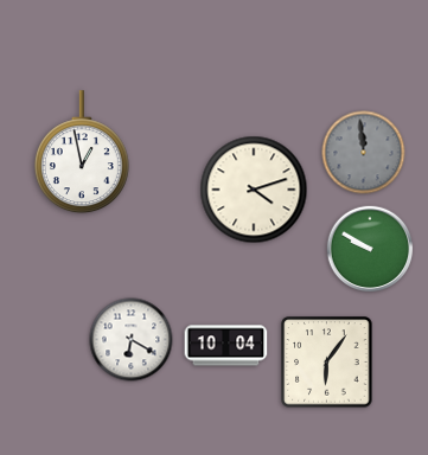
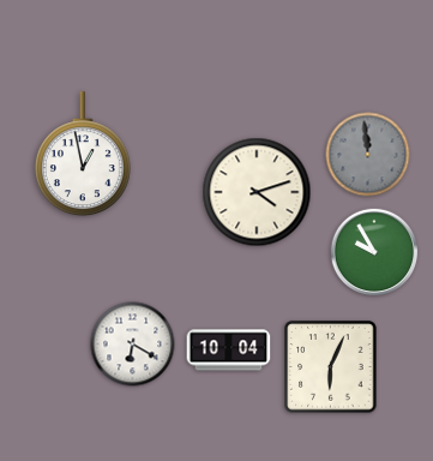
clock at (370, 249): 9:50 -> 9:55
clock at (327, 363): 6:06 -> 6:04
